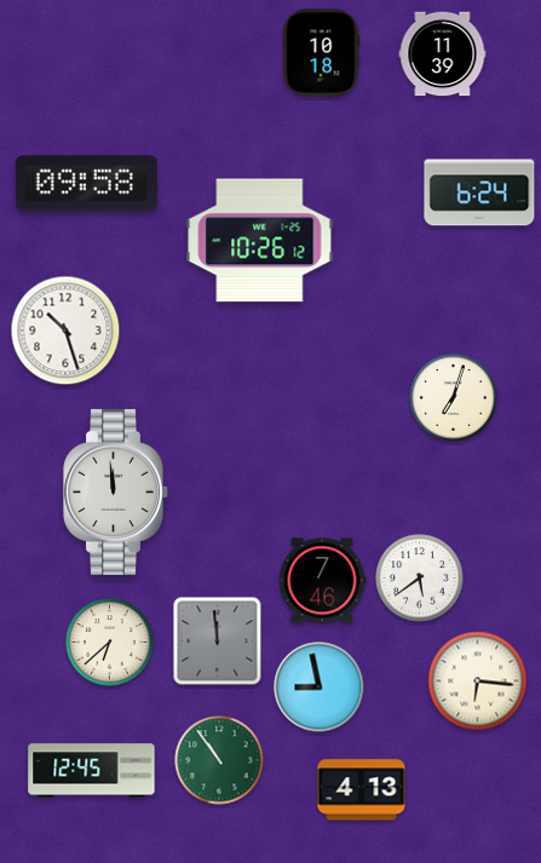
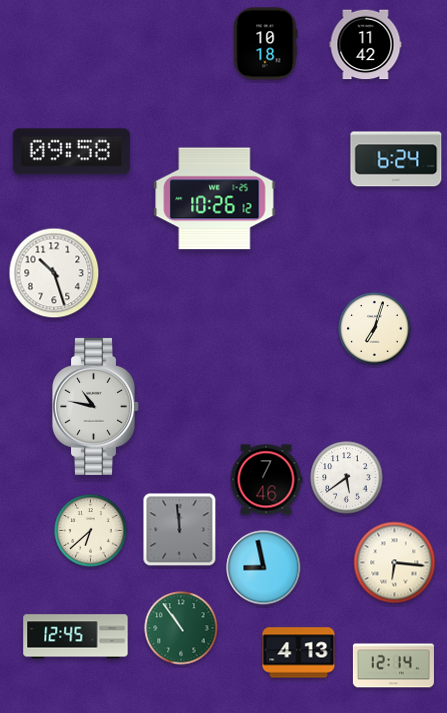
clock at (443, 54): 11:39 -> 11:42
clock at (116, 491): 11:59 -> 10:47
clock at (393, 666): none -> 12:14
